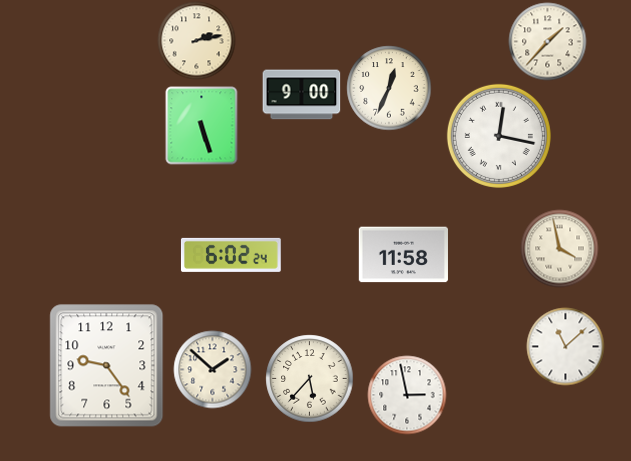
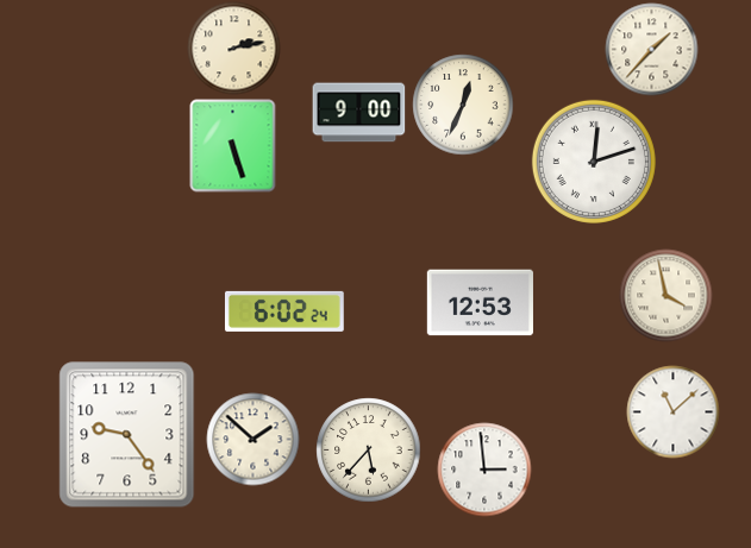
clock at (202, 125) position: (202, 125) -> (233, 145)
clock at (499, 136): 12:17 -> 12:12
clock at (231, 255) position: (231, 255) -> (284, 311)
clock at (403, 255): 11:58 -> 12:53
clock at (407, 395): 2:58 -> 2:59
